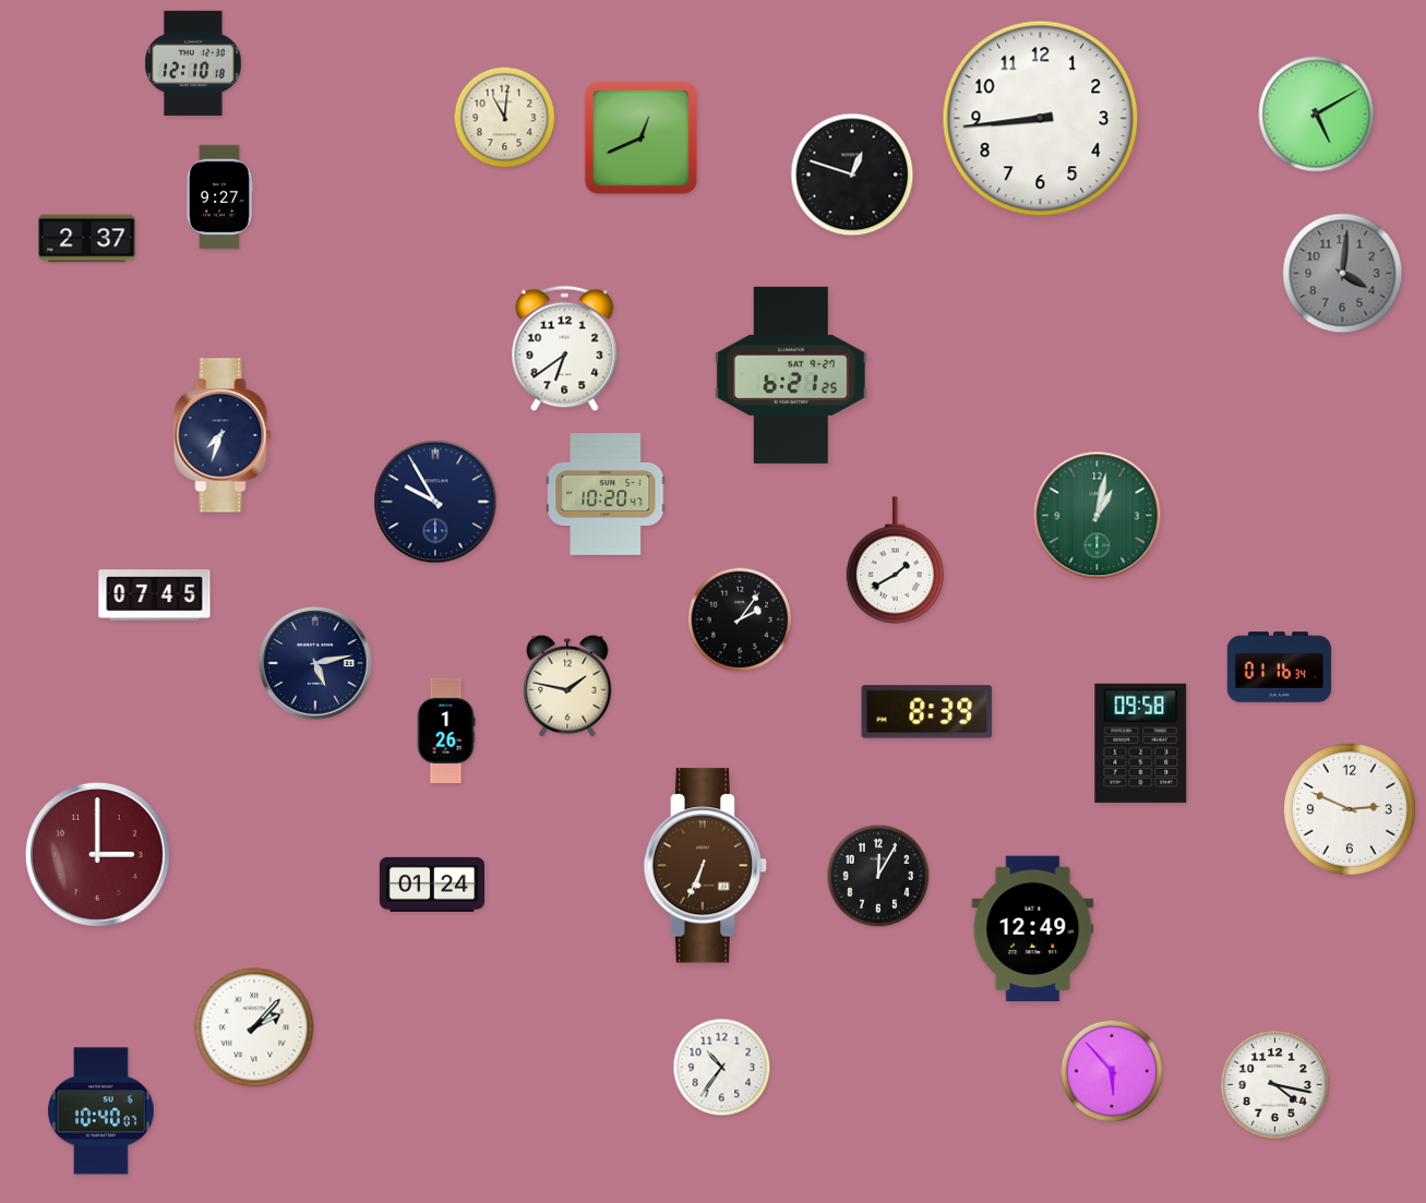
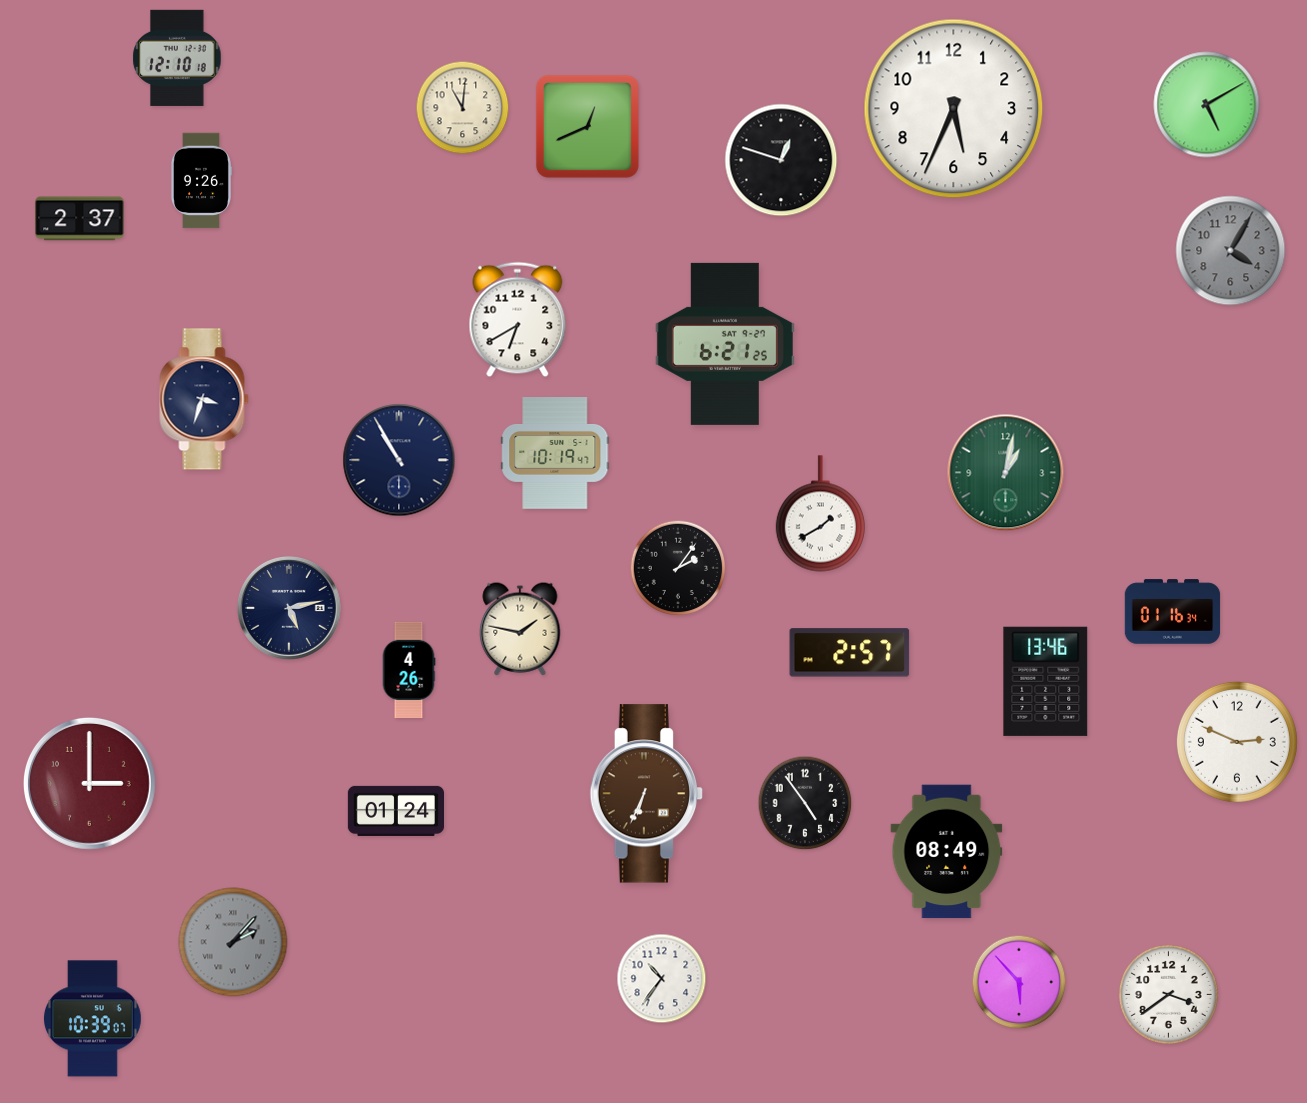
clock at (1041, 119): 8:44 -> 5:34
clock at (219, 197): 9:27 -> 9:26
clock at (1343, 274): 4:01 -> 4:05
clock at (565, 349): 6:39 -> 6:40
clock at (223, 435): 7:33 -> 3:33
clock at (606, 494): 10:20 -> 10:19
clock at (435, 502): 9:55 -> 10:55
clock at (155, 596): 07:45 -> none
clock at (927, 712): 8:39 -> 2:57
clock at (446, 730): 1:26 -> 4:26
clock at (1141, 743): 09:58 -> 13:46
clock at (878, 876): 12:05 -> 4:54
clock at (1033, 929): 12:49 -> 08:49
clock at (254, 1027) dial: white -> grey
clock at (1274, 1084): 4:17 -> 3:39
clock at (101, 1111): 10:40 -> 10:39
